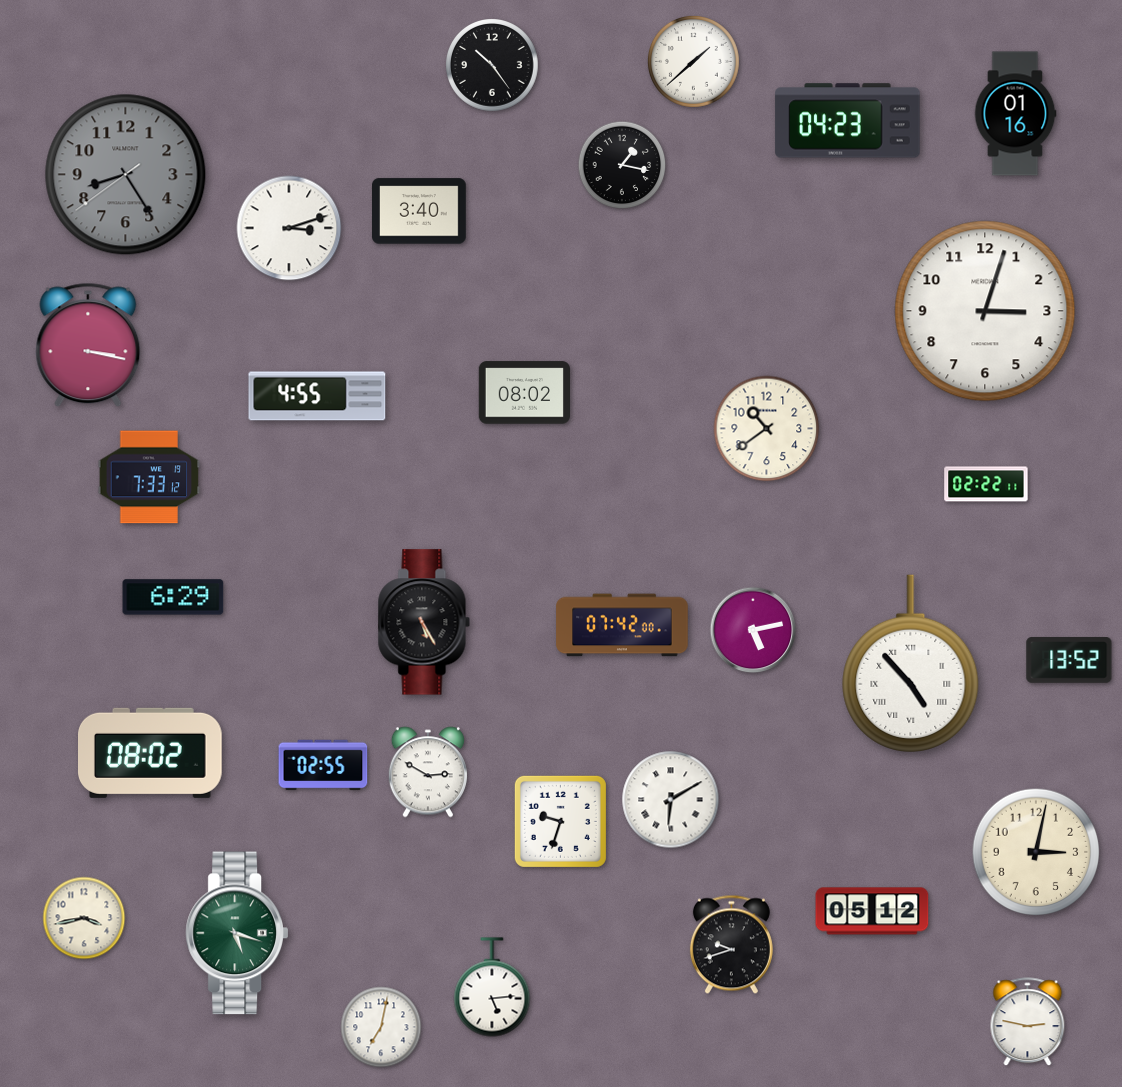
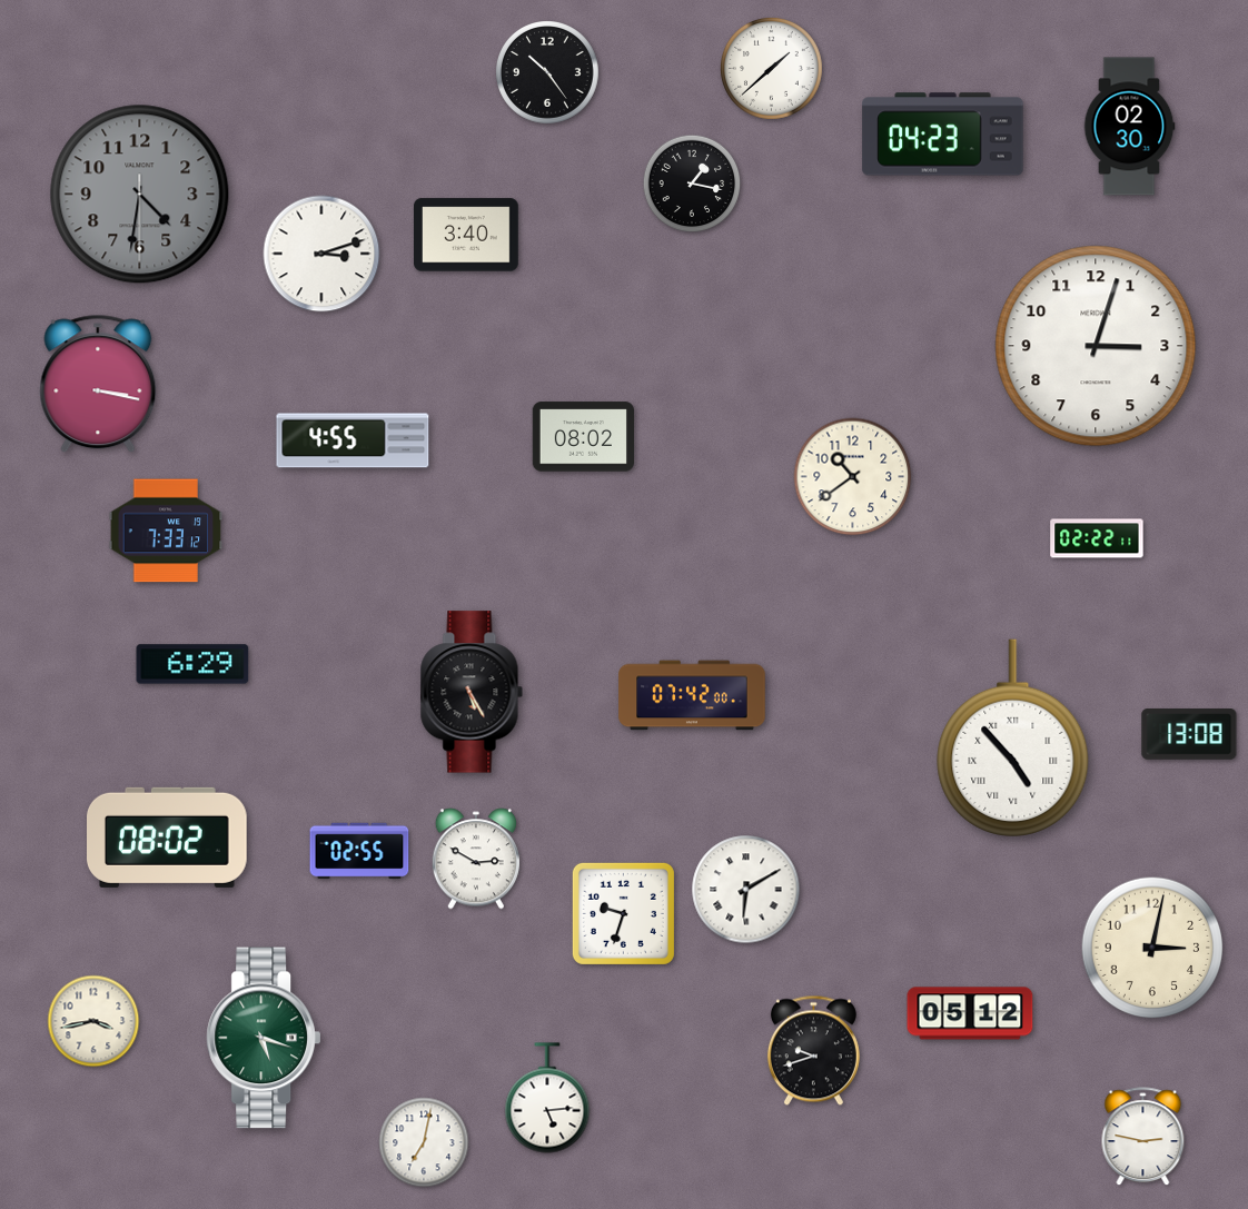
clock at (1015, 114): 01:16 -> 02:30
clock at (126, 175): 8:24 -> 4:31
clock at (753, 630): 5:13 -> none
clock at (1069, 661): 13:52 -> 13:08
